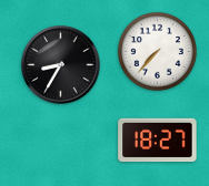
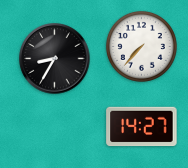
clock at (158, 141): 18:27 -> 14:27
